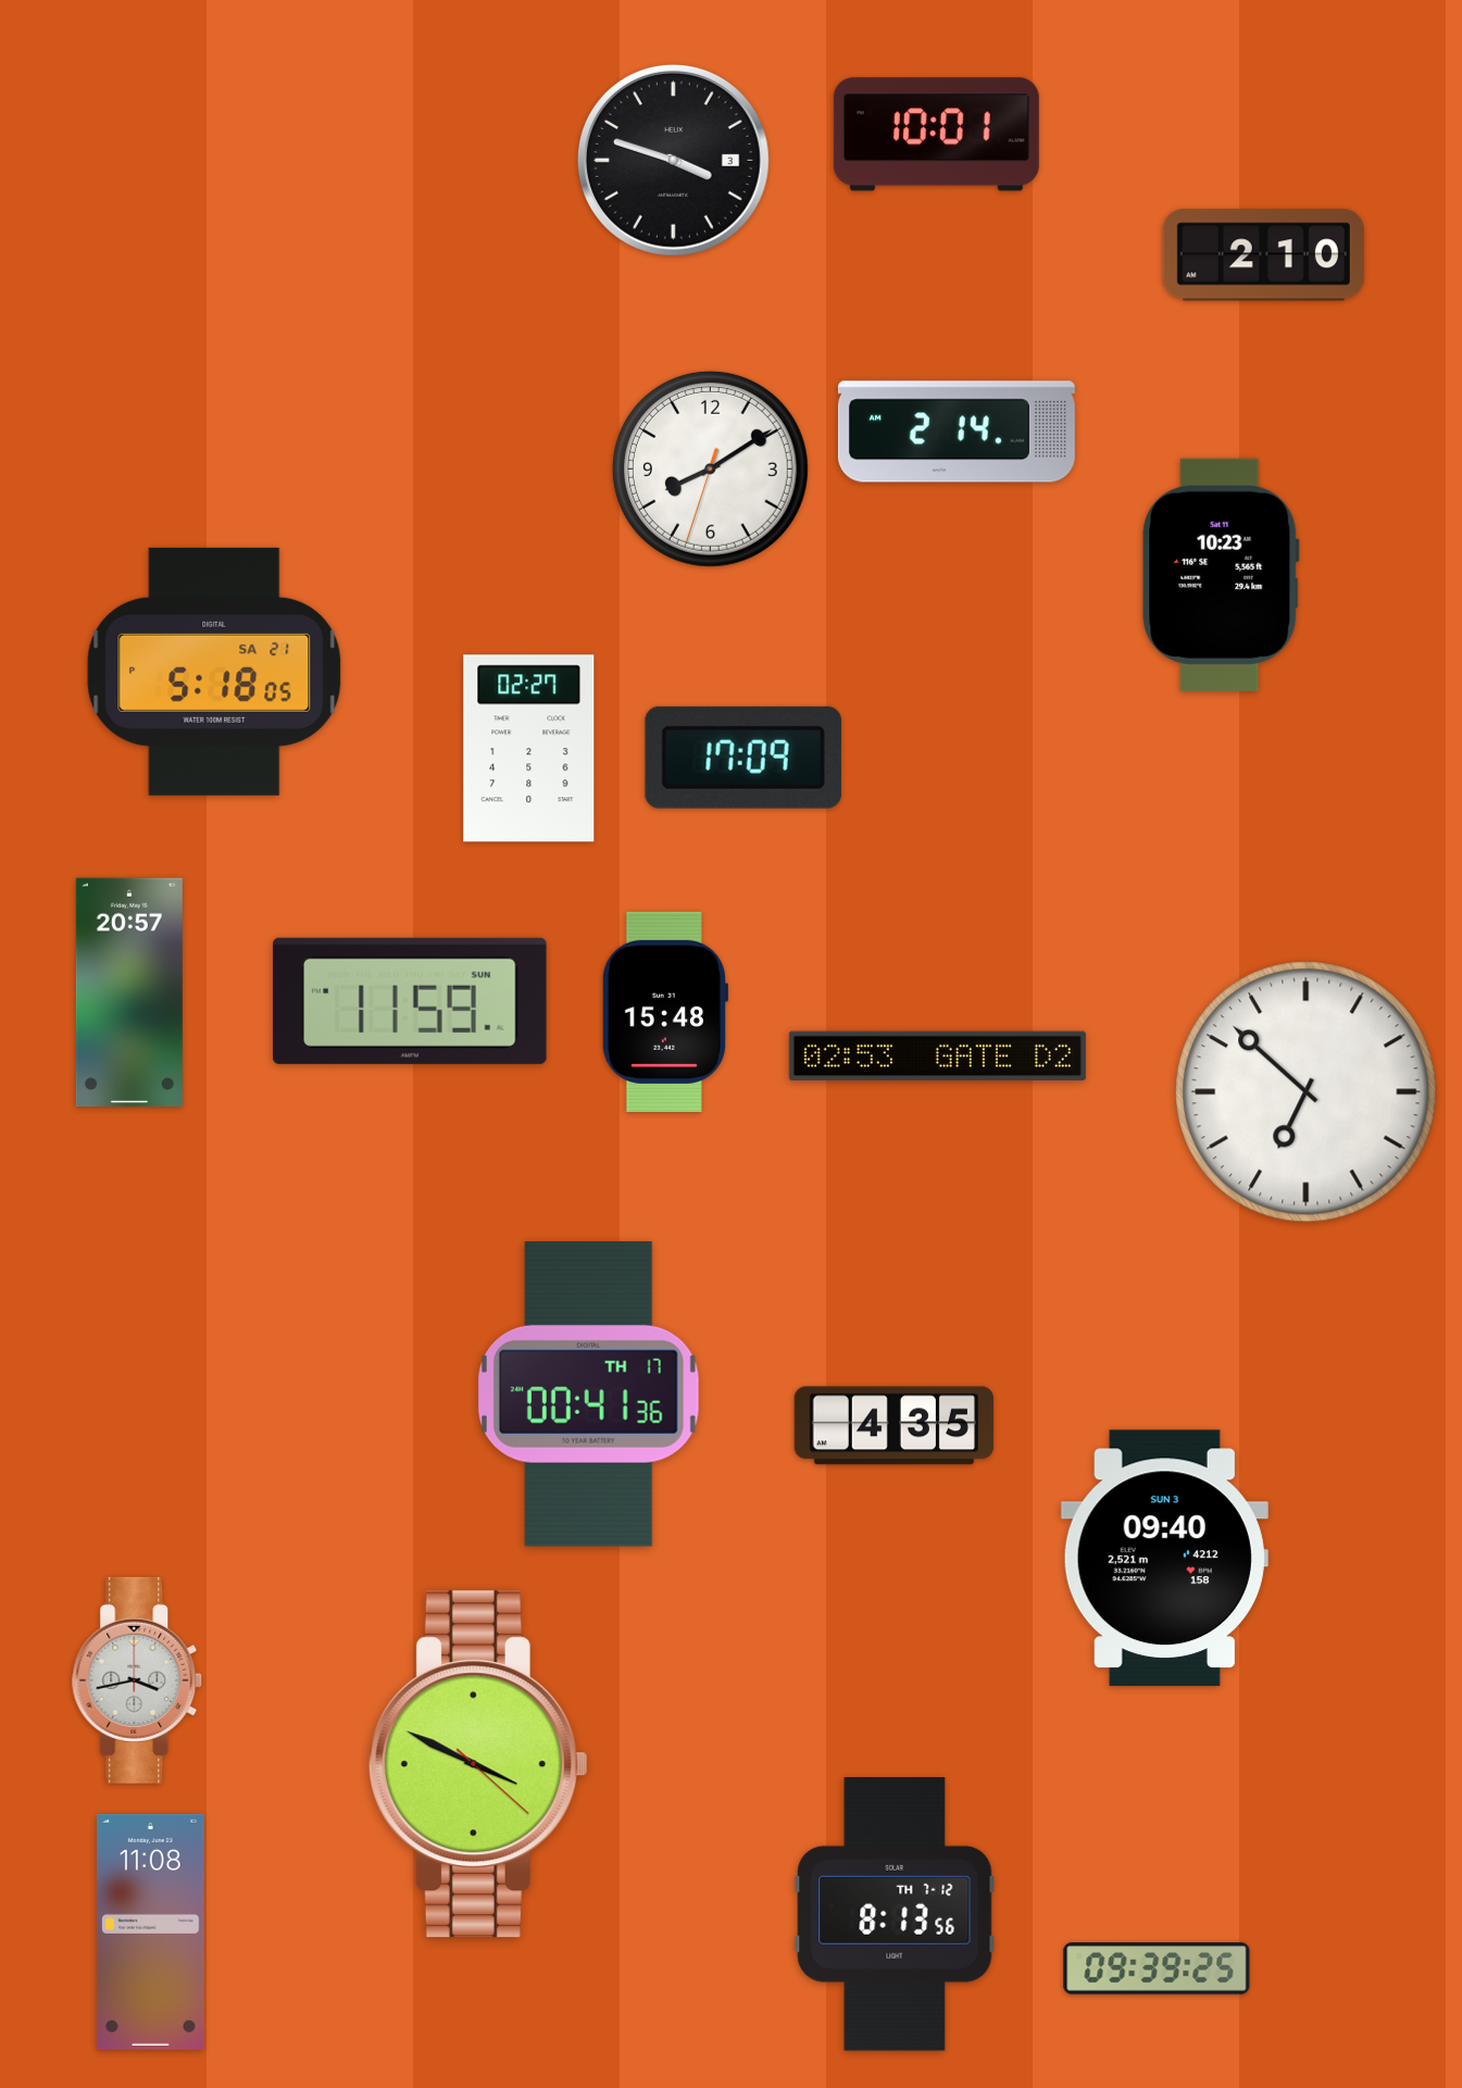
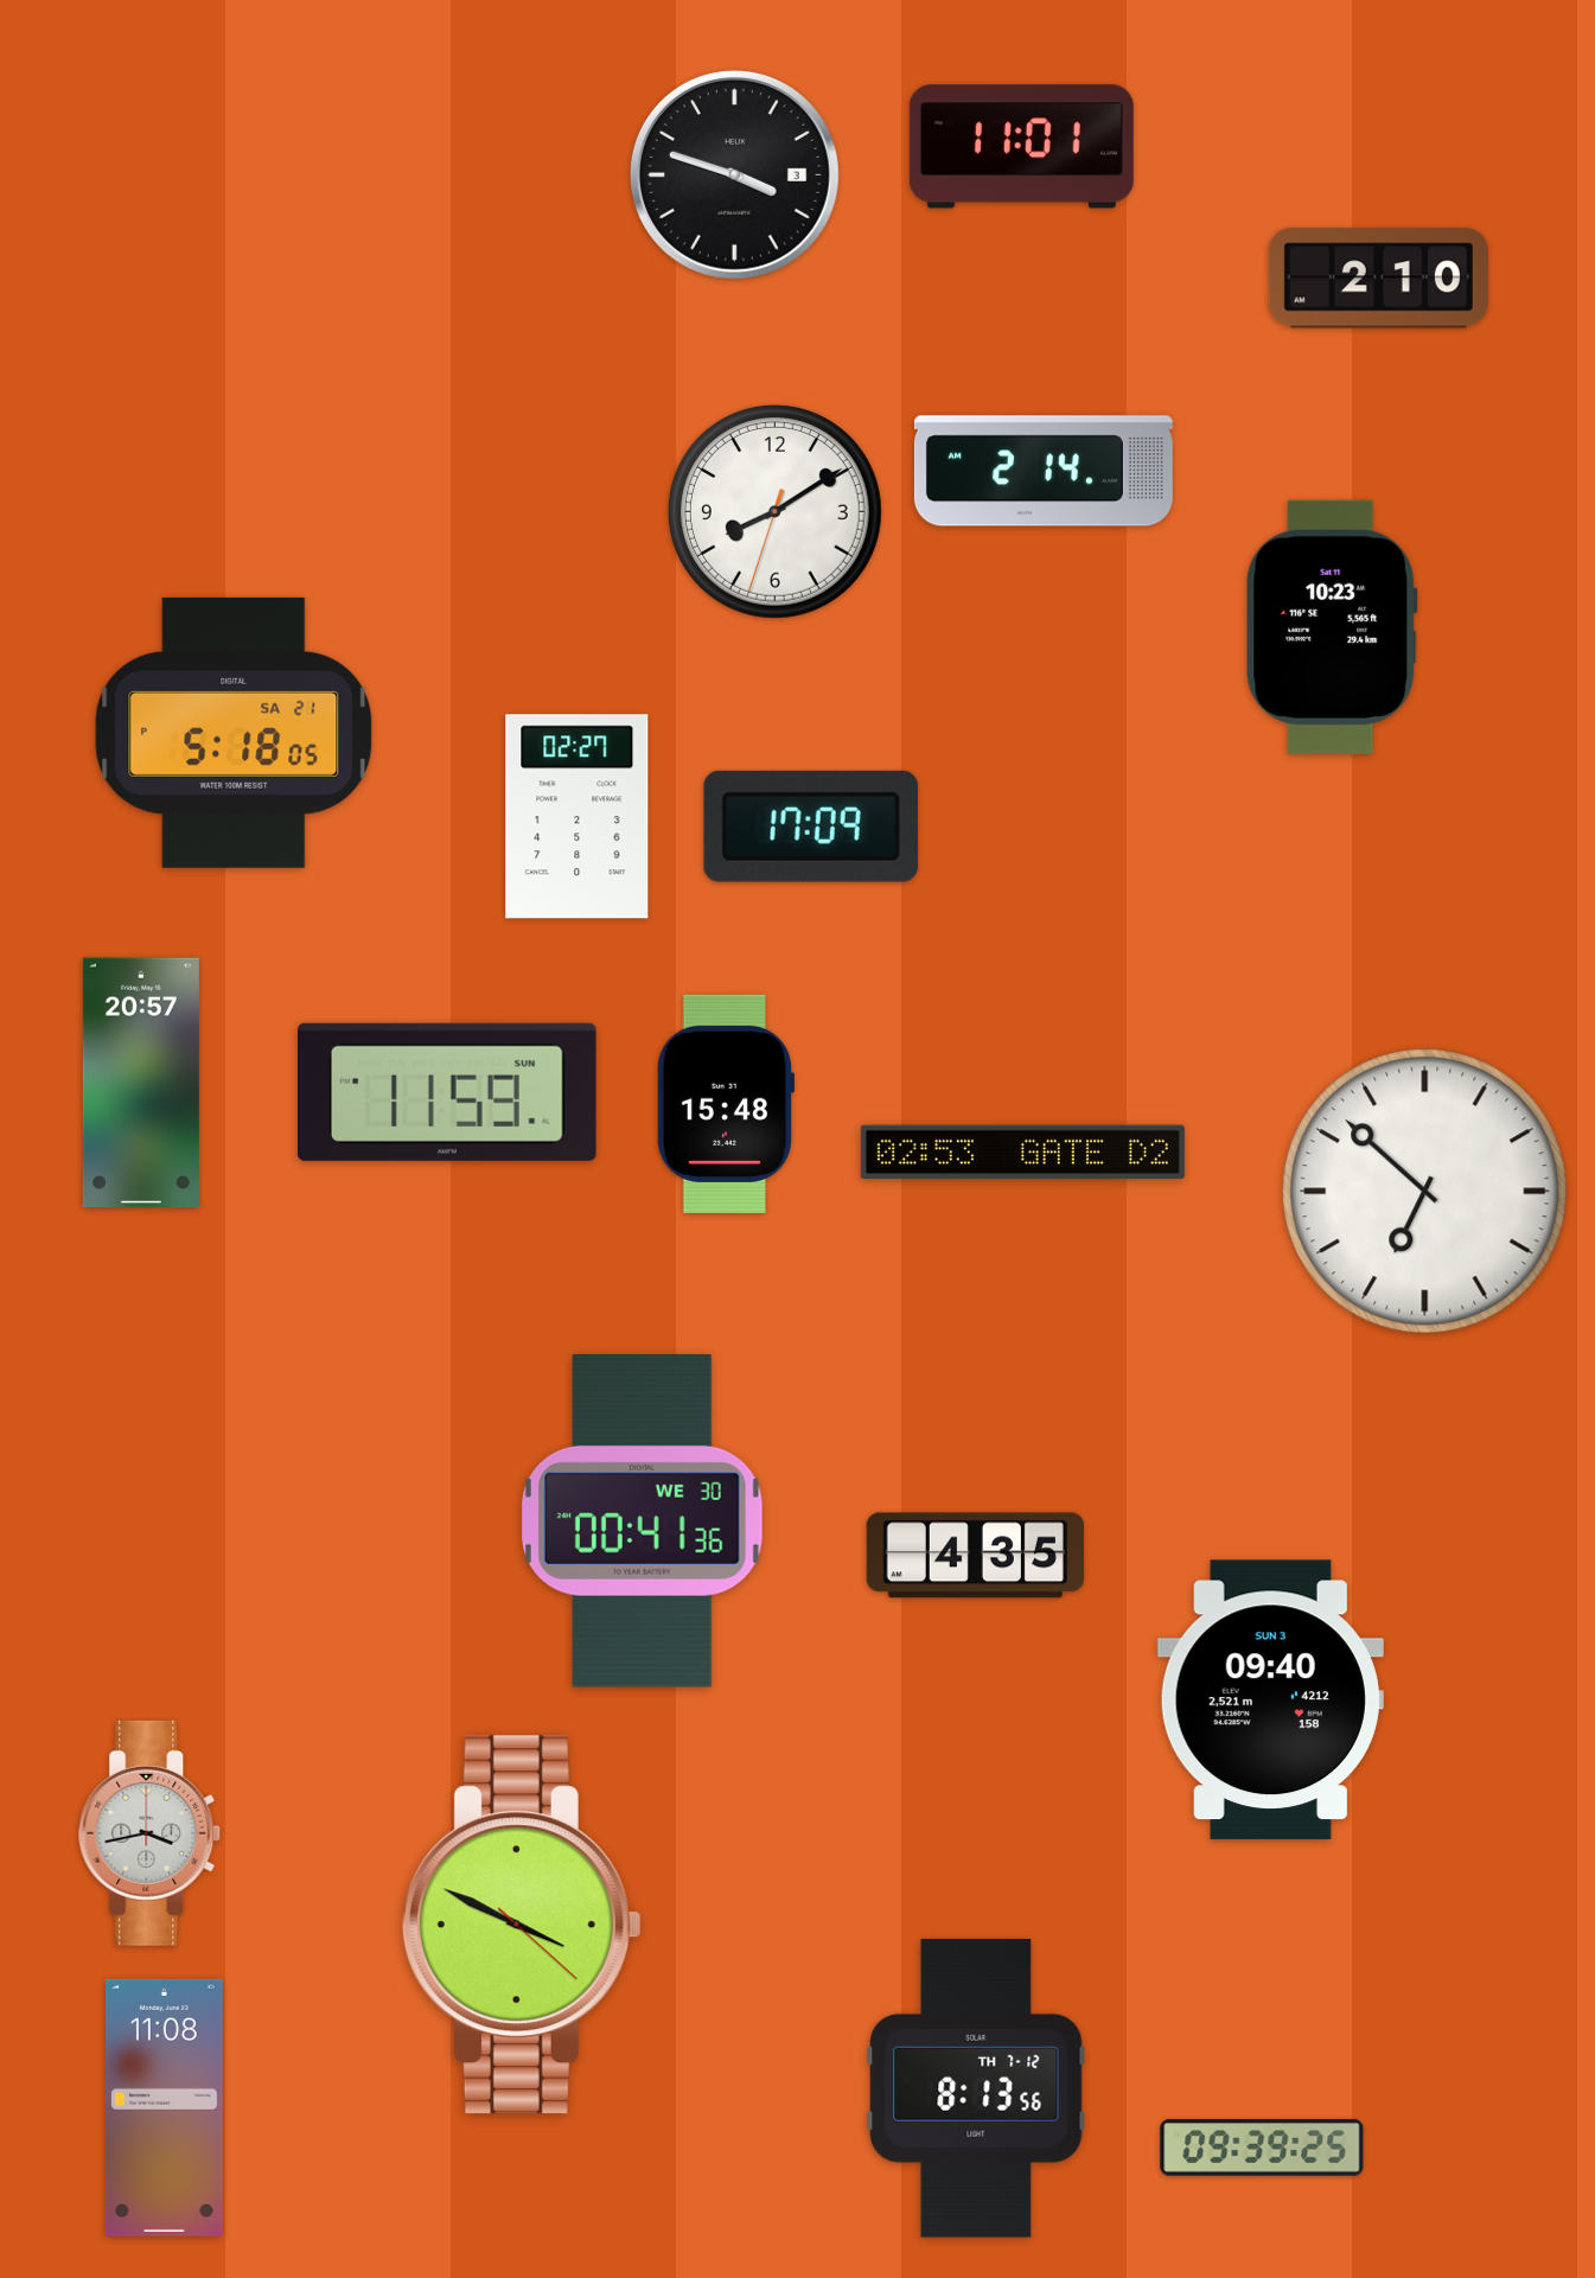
clock at (936, 135): 10:01 -> 11:01
clock at (588, 1395) date: TH 17 -> WE 30
